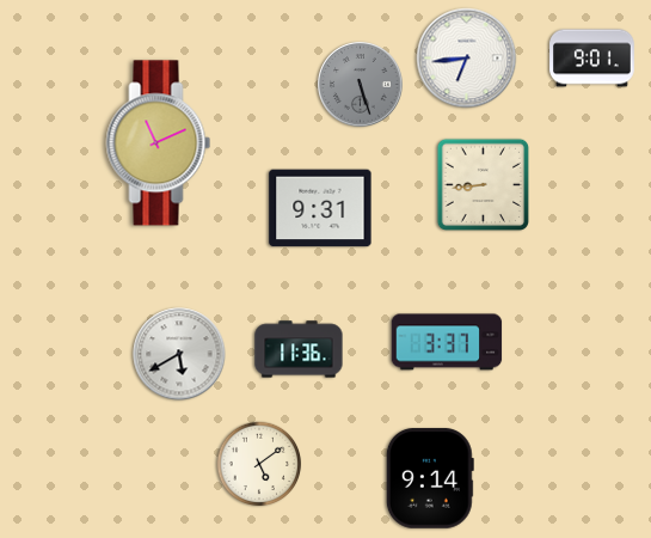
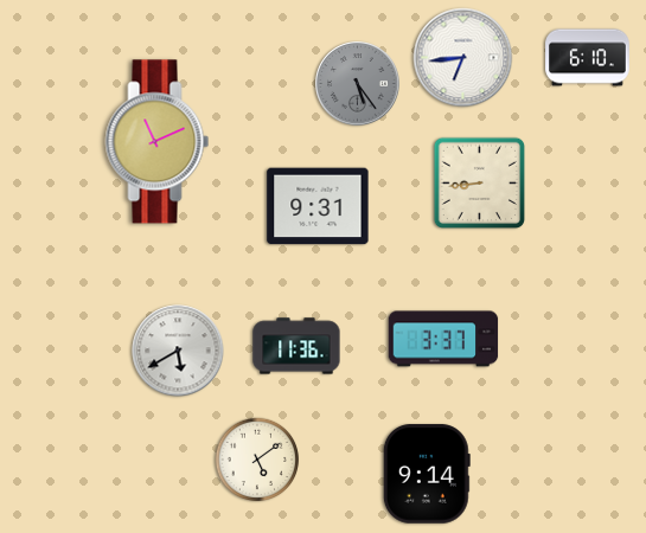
clock at (592, 59): 9:01 -> 6:10
clock at (361, 85): 5:27 -> 5:24
